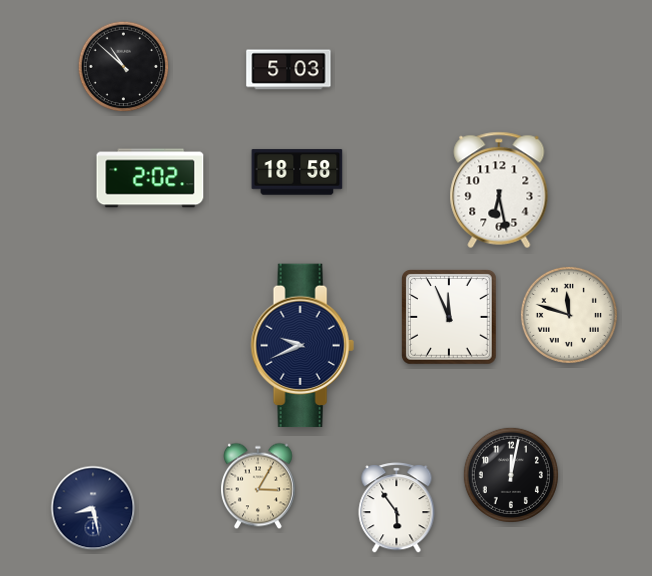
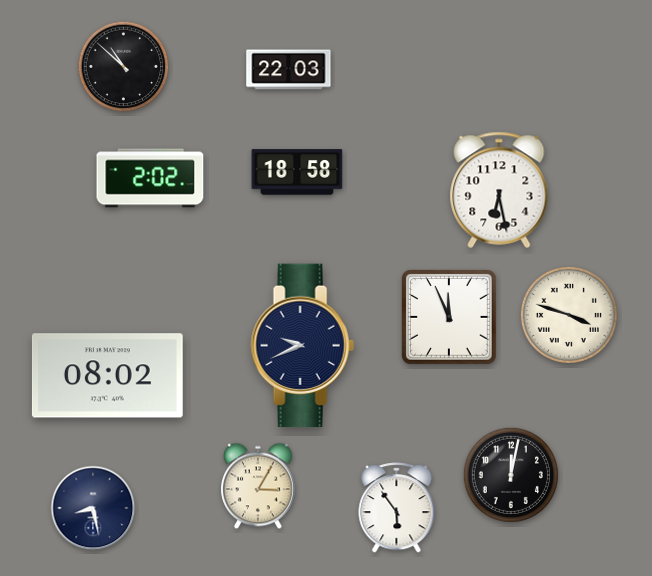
clock at (289, 70): 5:03 -> 22:03
clock at (569, 315): 11:48 -> 3:48
clock at (107, 376): none -> 08:02
